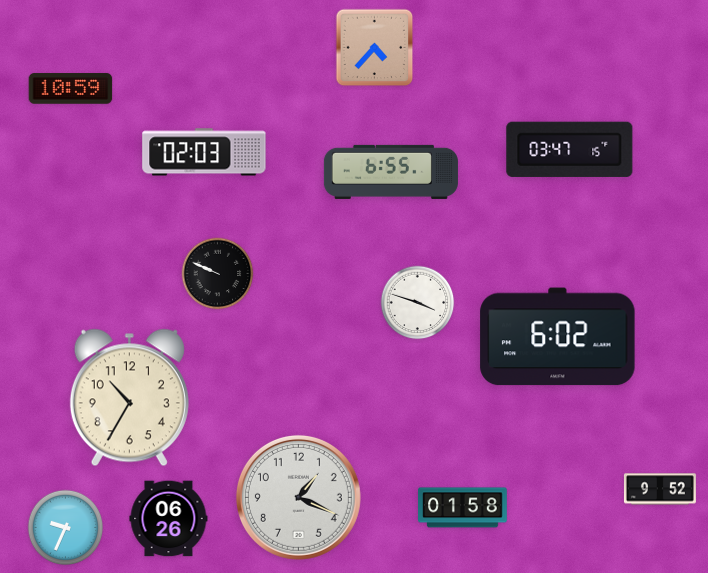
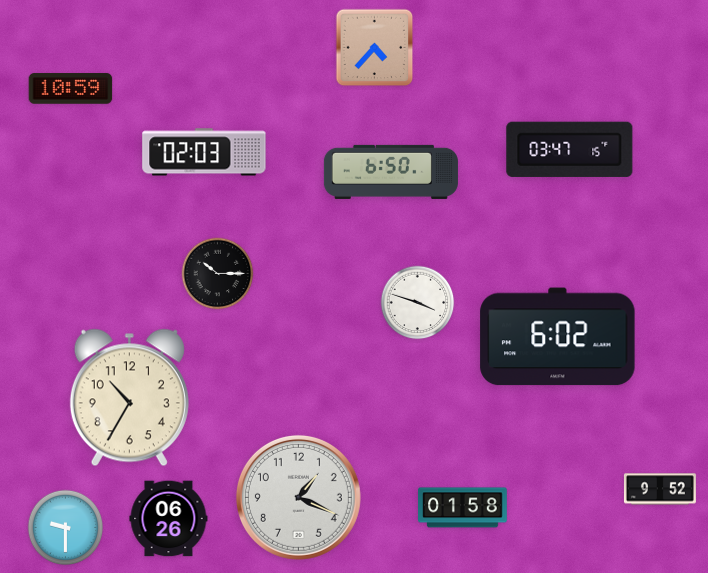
clock at (391, 172): 6:55 -> 6:50
clock at (218, 274): 9:49 -> 10:15
clock at (66, 528): 9:34 -> 9:30
